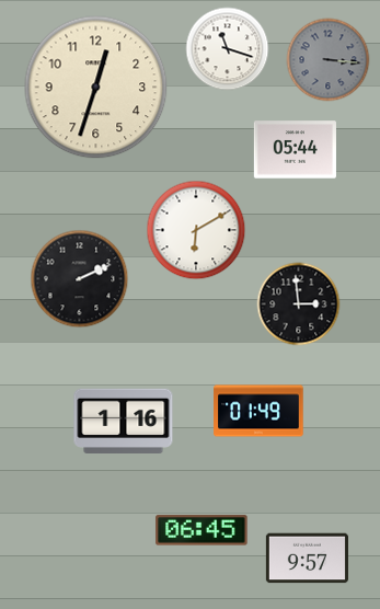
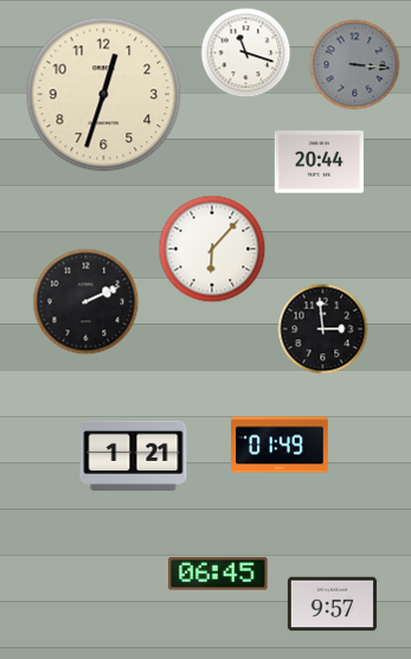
clock at (295, 150): 05:44 -> 20:44
clock at (196, 230): 6:10 -> 6:07
clock at (124, 421): 1:16 -> 1:21
